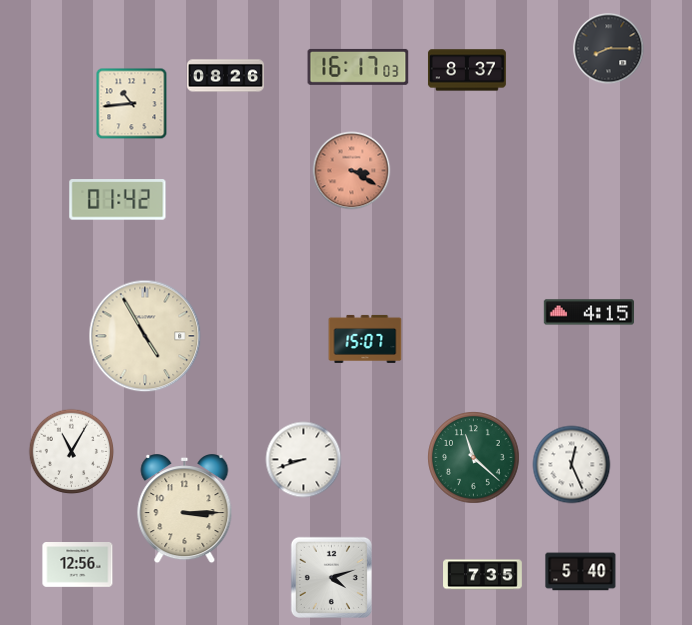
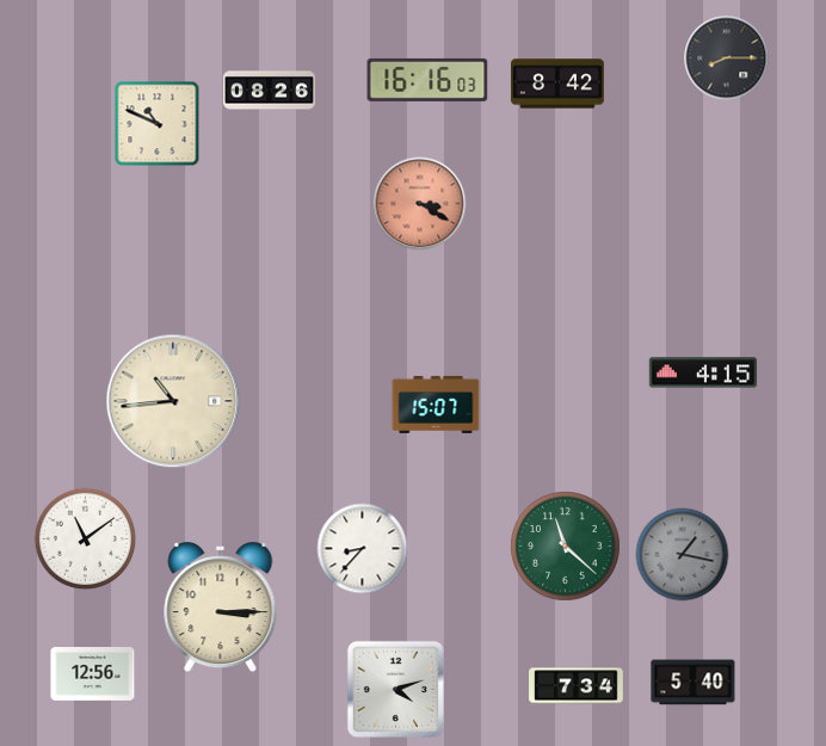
clock at (358, 67): 16:17 -> 16:16
clock at (467, 70): 8:37 -> 8:42
clock at (132, 104): 10:44 -> 10:49
clock at (118, 200): 01:42 -> none
clock at (145, 336): 4:55 -> 10:44
clock at (72, 452): 11:05 -> 11:09
clock at (304, 460): 8:42 -> 8:37
clock at (572, 465): 12:26 -> 1:17
clock at (572, 465) dial: white -> grey
clock at (483, 575): 7:35 -> 7:34
